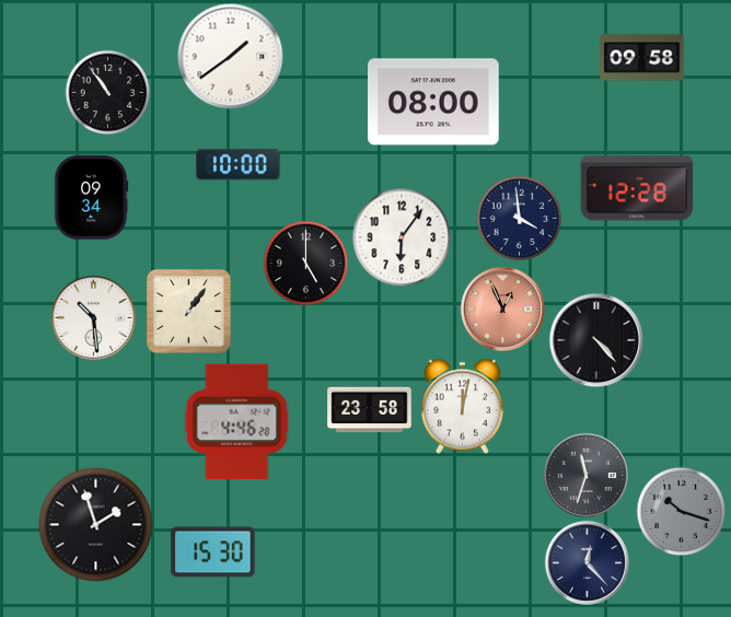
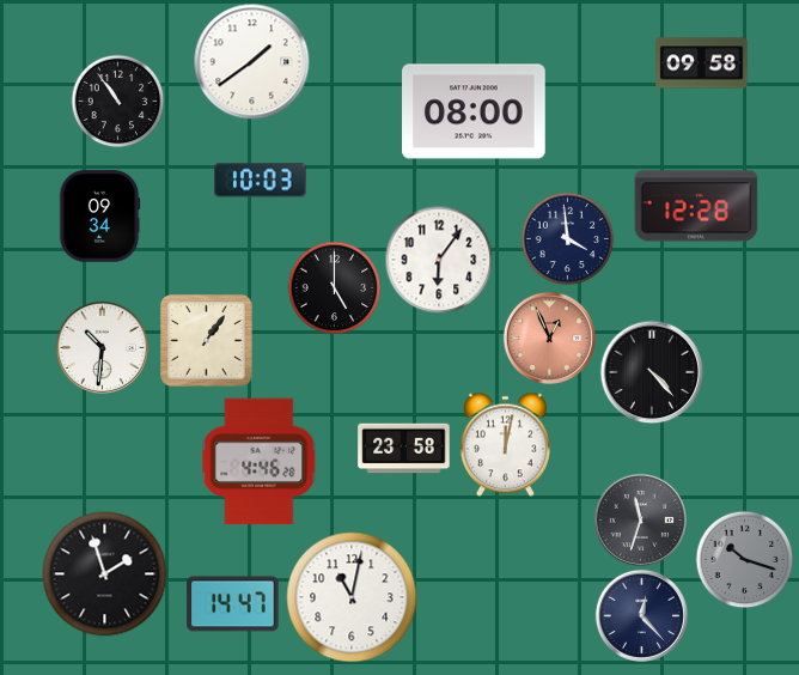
clock at (239, 165): 10:00 -> 10:03
clock at (93, 317): 10:29 -> 10:31
clock at (352, 597): none -> 11:02
clock at (213, 552): 15:30 -> 14:47
